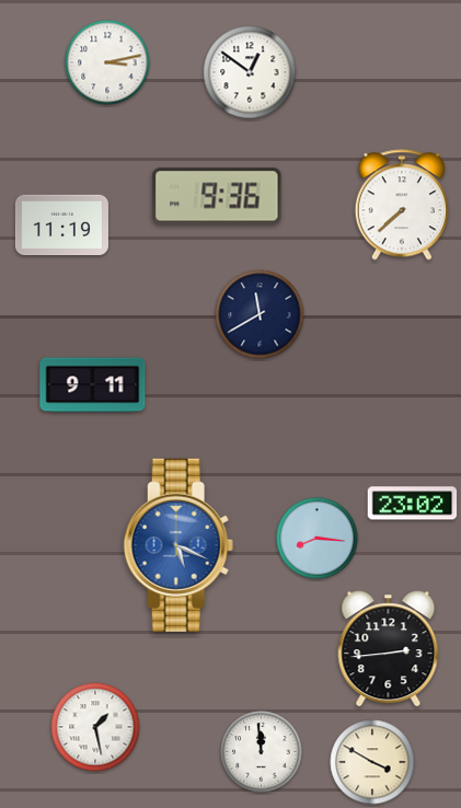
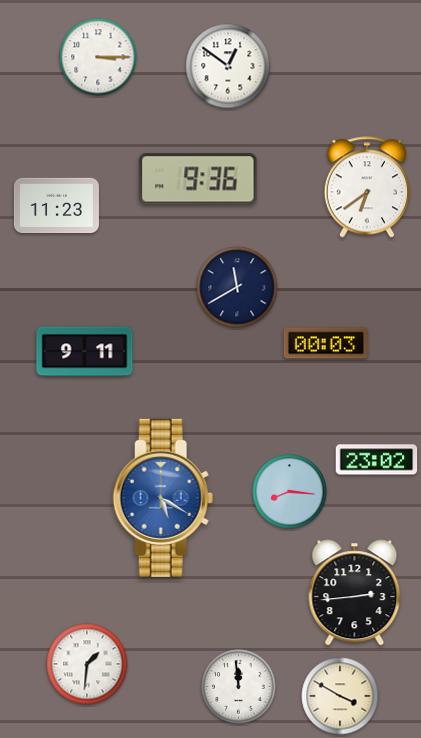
clock at (107, 62): 3:13 -> 3:15
clock at (402, 205): 7:38 -> 6:39
clock at (61, 226): 11:19 -> 11:23
clock at (326, 343): none -> 00:03
clock at (178, 545): 5:19 -> 5:20
clock at (95, 727): 1:28 -> 1:31
